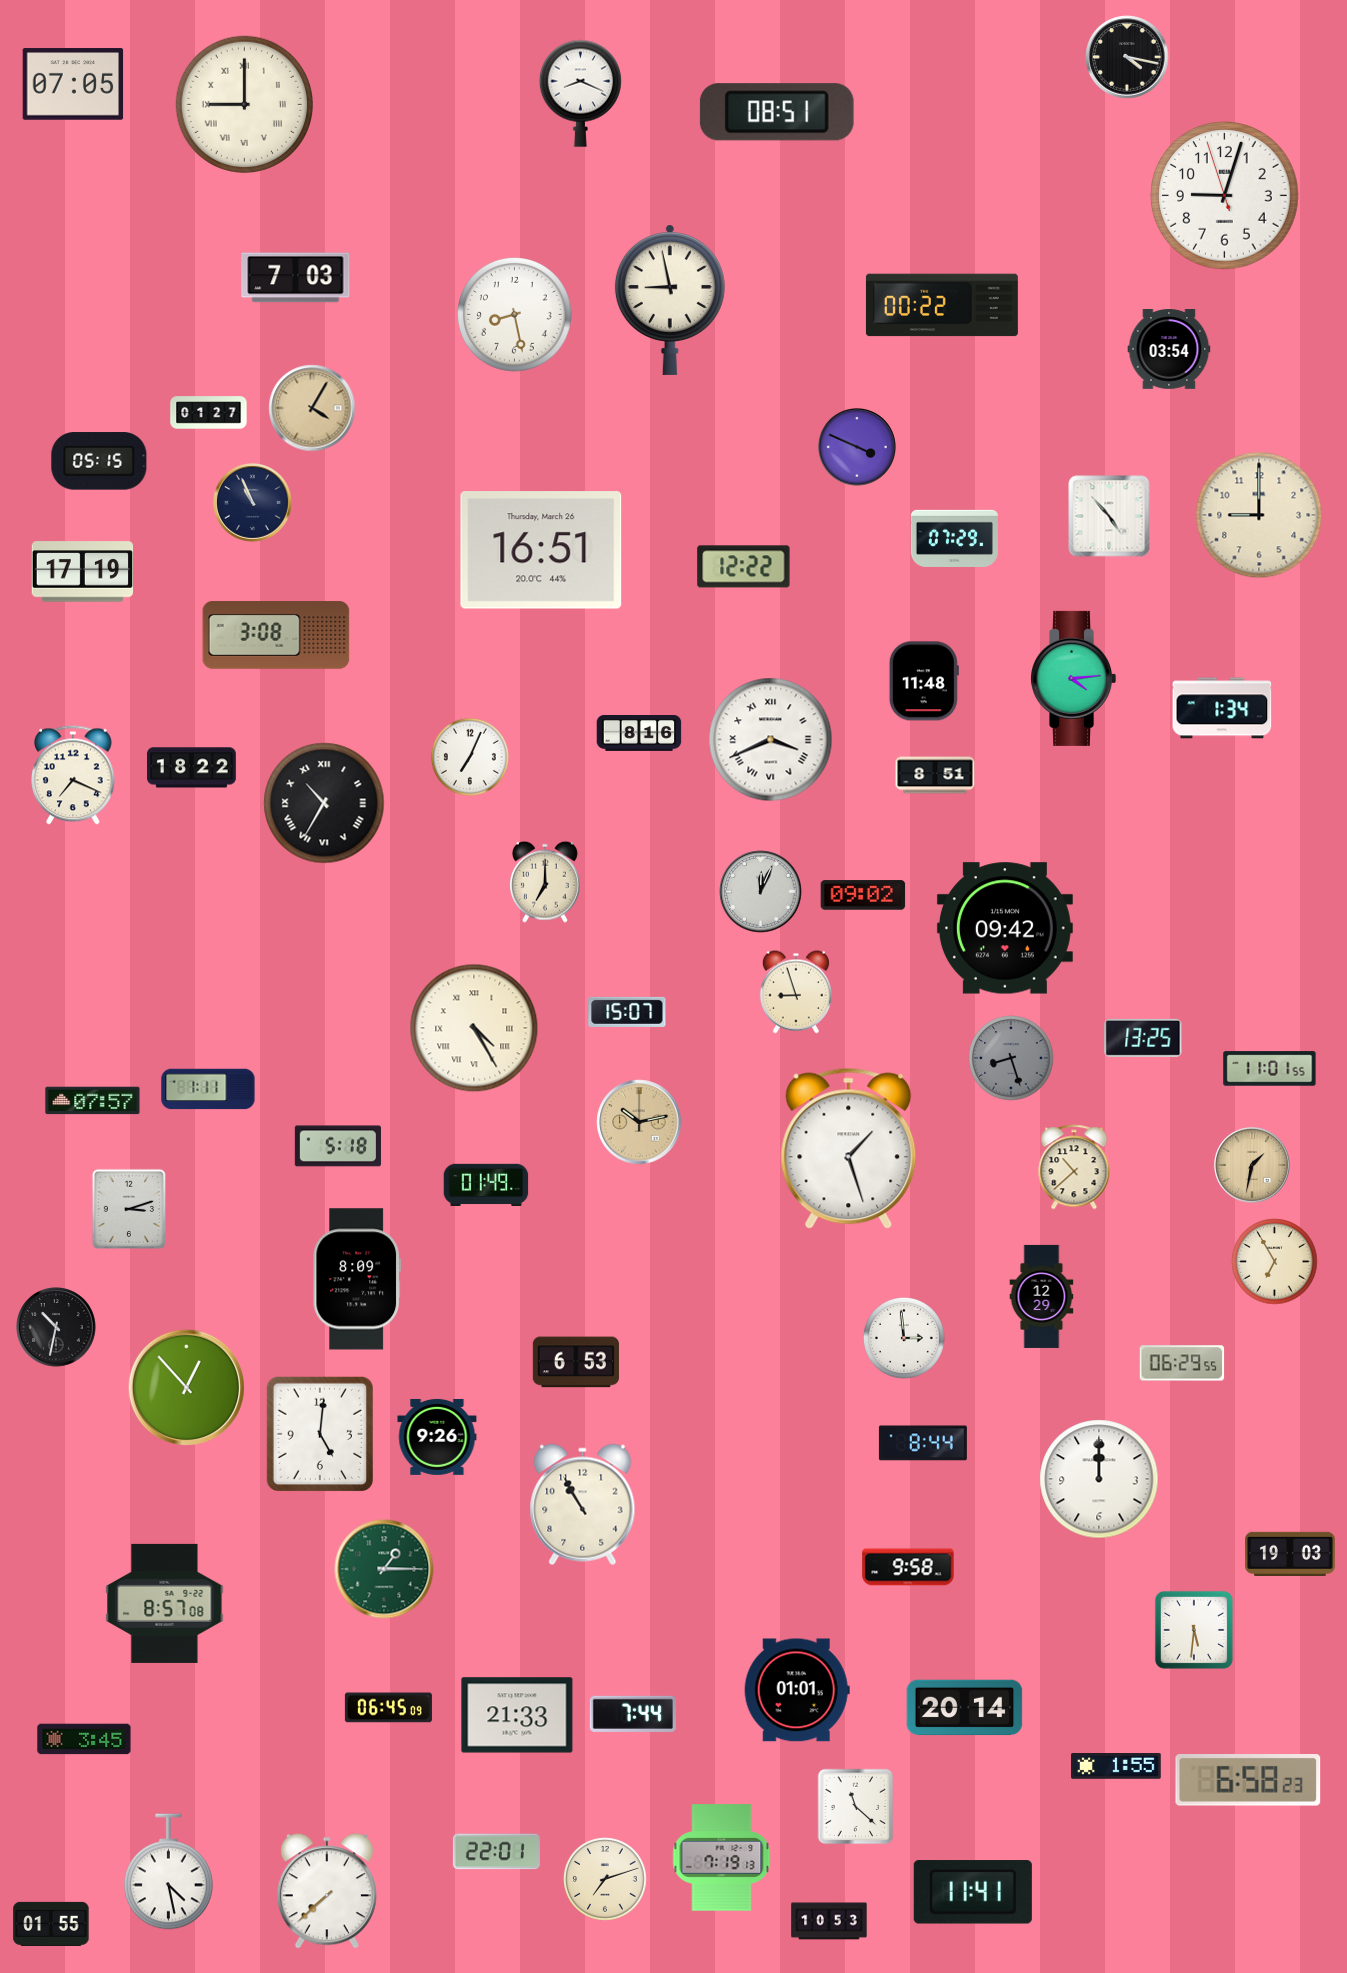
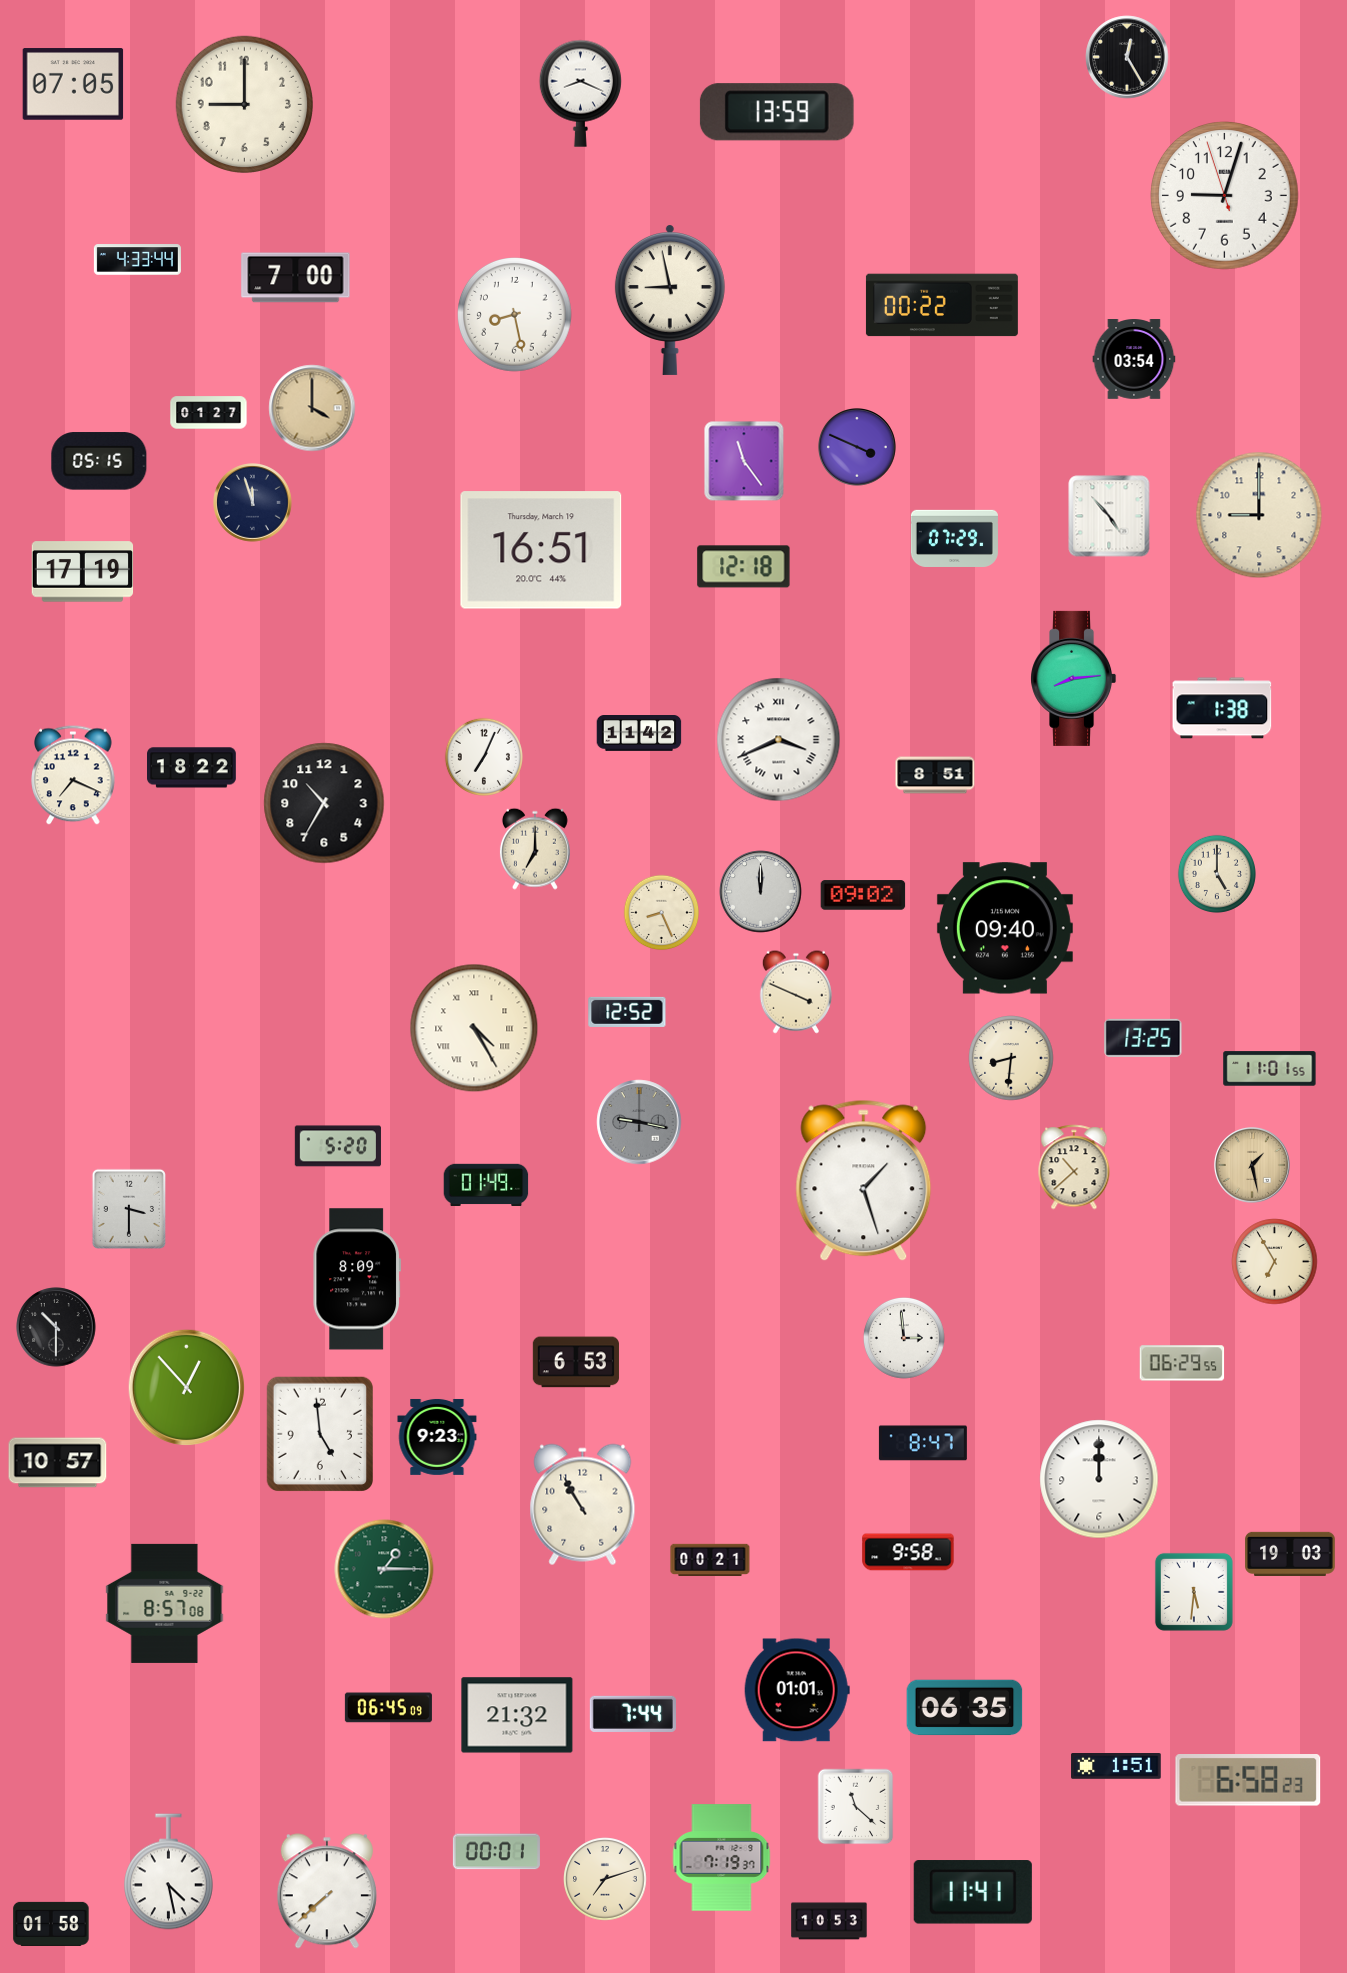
clock at (1127, 57): 4:17 -> 12:25
clock at (244, 104) numerals: Roman -> Arabic
clock at (777, 112): 08:51 -> 13:59
clock at (137, 260): none -> 4:33
clock at (296, 278): 7:03 -> 7:00
clock at (1169, 350) position: (1169, 350) -> (1134, 360)
clock at (312, 408): 4:05 -> 4:00
clock at (744, 461): none -> 11:24
clock at (253, 503): 10:56 -> 11:57
clock at (541, 550) date: Thursday, March 26 -> Thursday, March 19
clock at (744, 567): 12:22 -> 12:18
clock at (276, 635): 3:08 -> none
clock at (1074, 678): 4:14 -> 8:14
clock at (924, 681): 11:48 -> none
clock at (1222, 708): 1:34 -> 1:38
clock at (639, 734): 8:16 -> 11:42
clock at (771, 740) position: (771, 740) -> (779, 740)
clock at (470, 757) position: (470, 757) -> (484, 757)
clock at (324, 803) numerals: Roman -> Arabic
clock at (1217, 874): none -> 5:00
clock at (545, 882) position: (545, 882) -> (535, 849)
clock at (761, 892): 12:04 -> 12:00
clock at (662, 913): none -> 8:26
clock at (1005, 928): 09:42 -> 09:40
clock at (796, 992): 8:57 -> 3:49
clock at (627, 1012): 15:07 -> 12:52
clock at (1011, 1058): 8:27 -> 8:31
clock at (1011, 1058) dial: grey -> cream
clock at (208, 1089): 1:11 -> none
clock at (93, 1101): 07:57 -> none
clock at (639, 1122): 10:13 -> 9:17
clock at (639, 1122) dial: champagne -> grey
clock at (338, 1146): 5:18 -> 5:20
clock at (849, 1149) position: (849, 1149) -> (864, 1181)
clock at (1252, 1165): 1:32 -> 1:28
clock at (129, 1209): 3:12 -> 3:30
clock at (1042, 1296): 12:29 -> none
clock at (56, 1327): 10:32 -> 10:30
clock at (319, 1433): 5:01 -> 4:59
clock at (437, 1437): 9:26 -> 9:23
clock at (923, 1443): 8:44 -> 8:47
clock at (58, 1463): none -> 10:57
clock at (710, 1560): none -> 00:21
clock at (908, 1567) position: (908, 1567) -> (908, 1552)
clock at (1194, 1630) position: (1194, 1630) -> (1194, 1592)
clock at (965, 1708): 20:14 -> 06:35
clock at (517, 1715): 21:33 -> 21:32
clock at (84, 1739): 3:45 -> none
clock at (1116, 1767): 1:55 -> 1:51
clock at (496, 1852): 22:01 -> 00:01
clock at (722, 1858): 7:19:13 -> 7:19:37
clock at (51, 1924): 01:55 -> 01:58
